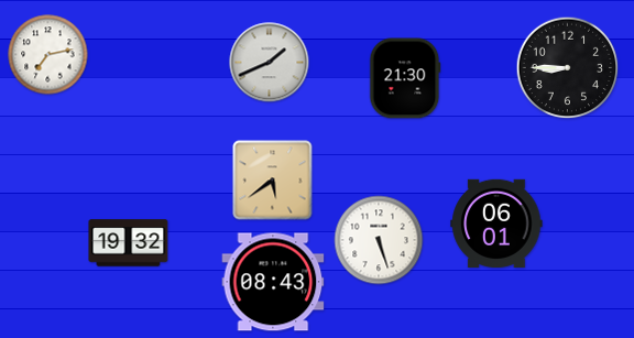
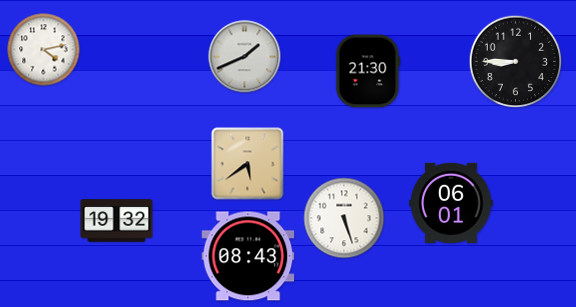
clock at (48, 55): 7:13 -> 4:13
